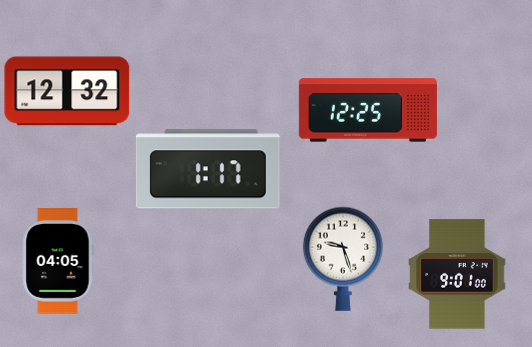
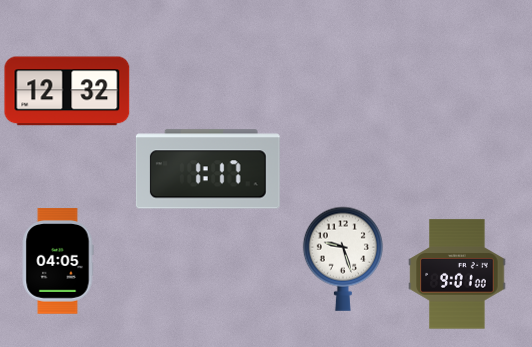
clock at (368, 110): 12:25 -> none
